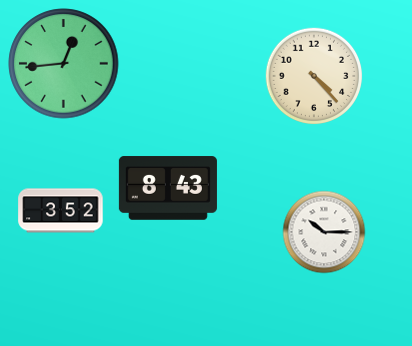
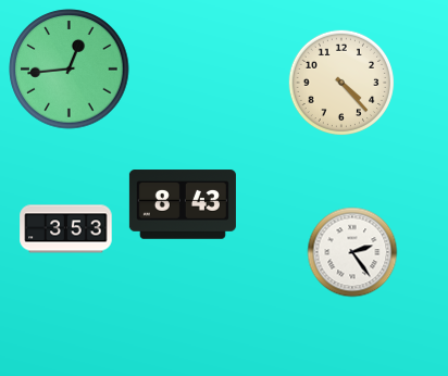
clock at (61, 211): 3:52 -> 3:53
clock at (324, 232): 10:15 -> 2:24
